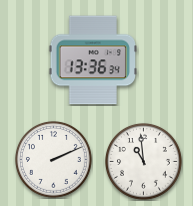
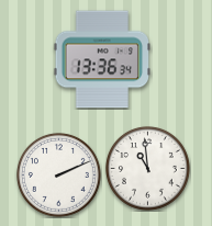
clock at (93, 60) position: (93, 60) -> (102, 59)
clock at (143, 161) position: (143, 161) -> (147, 168)
